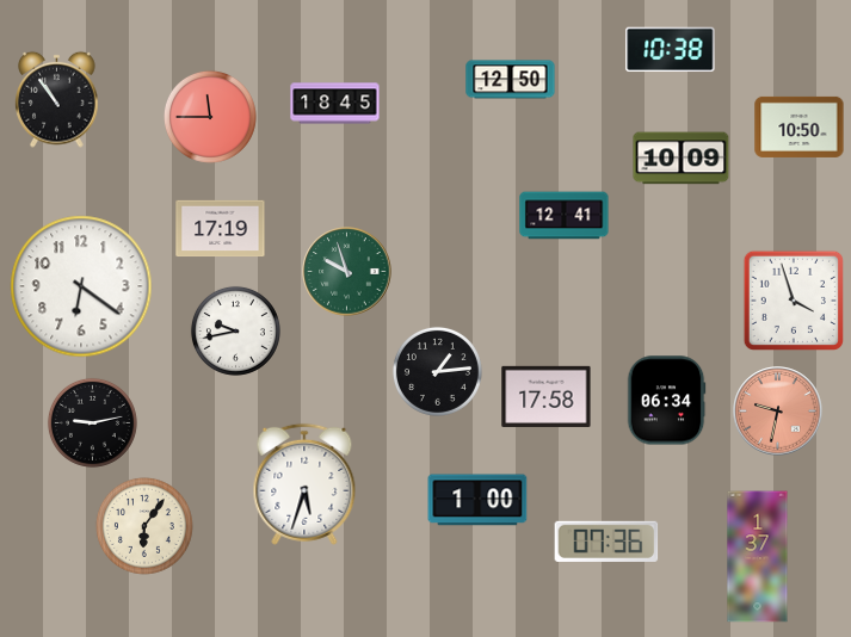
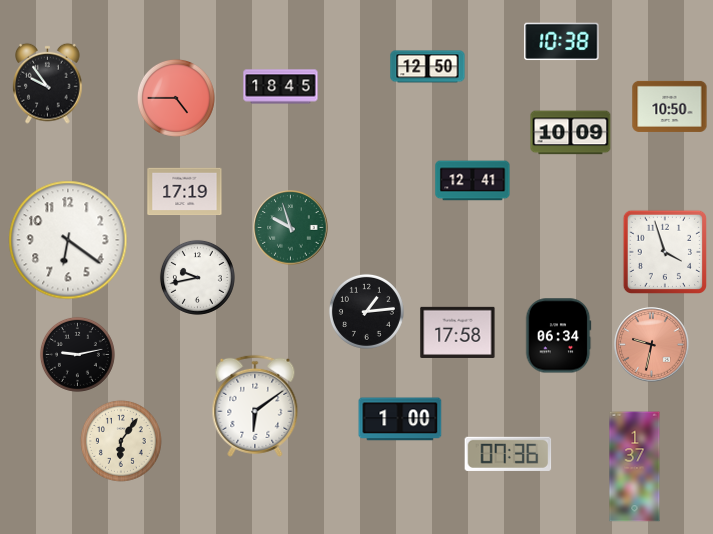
clock at (57, 99): 10:54 -> 9:54
clock at (210, 117): 11:45 -> 4:45
clock at (304, 484): 5:33 -> 6:09
